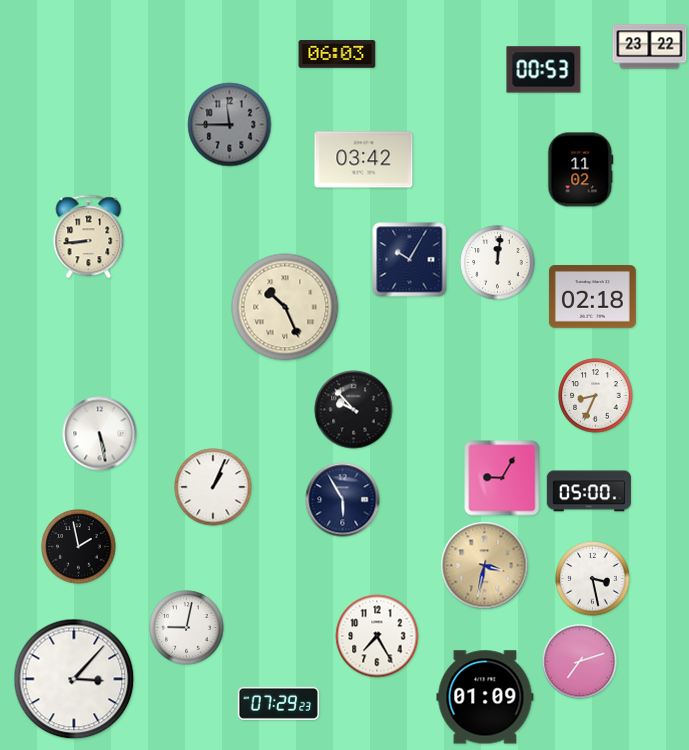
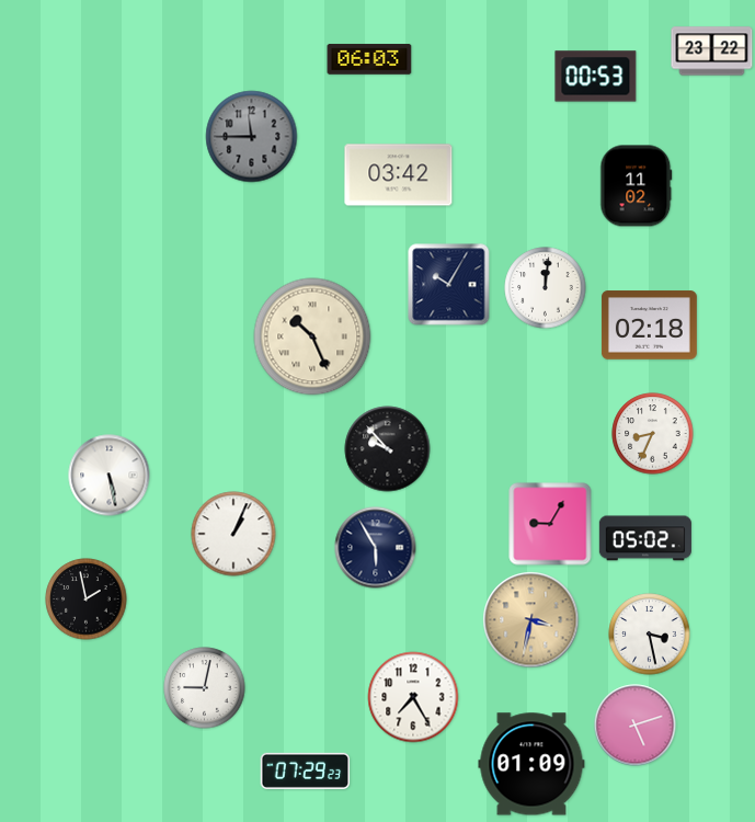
clock at (89, 237): 8:44 -> none
clock at (589, 491): 05:00 -> 05:02
clock at (580, 662): 7:12 -> 5:12
clock at (74, 679): 3:07 -> none
